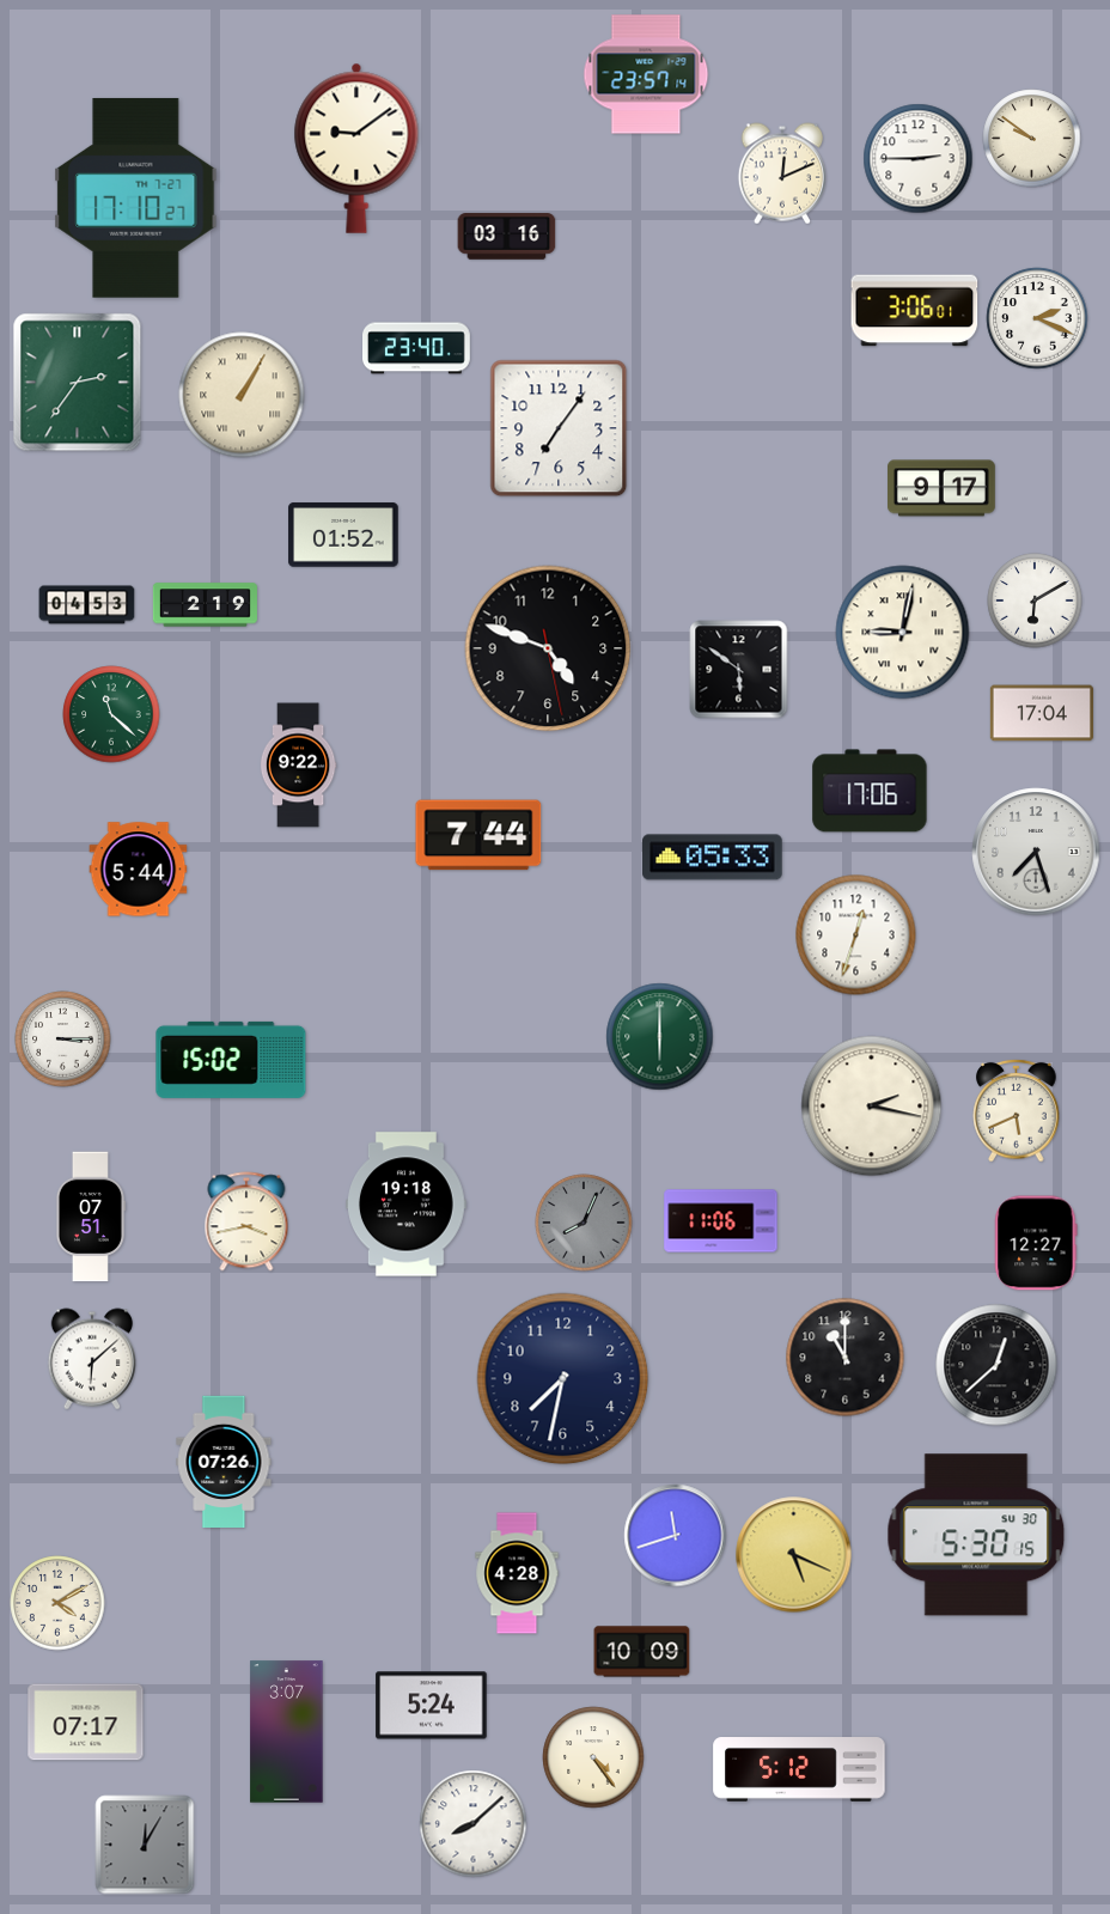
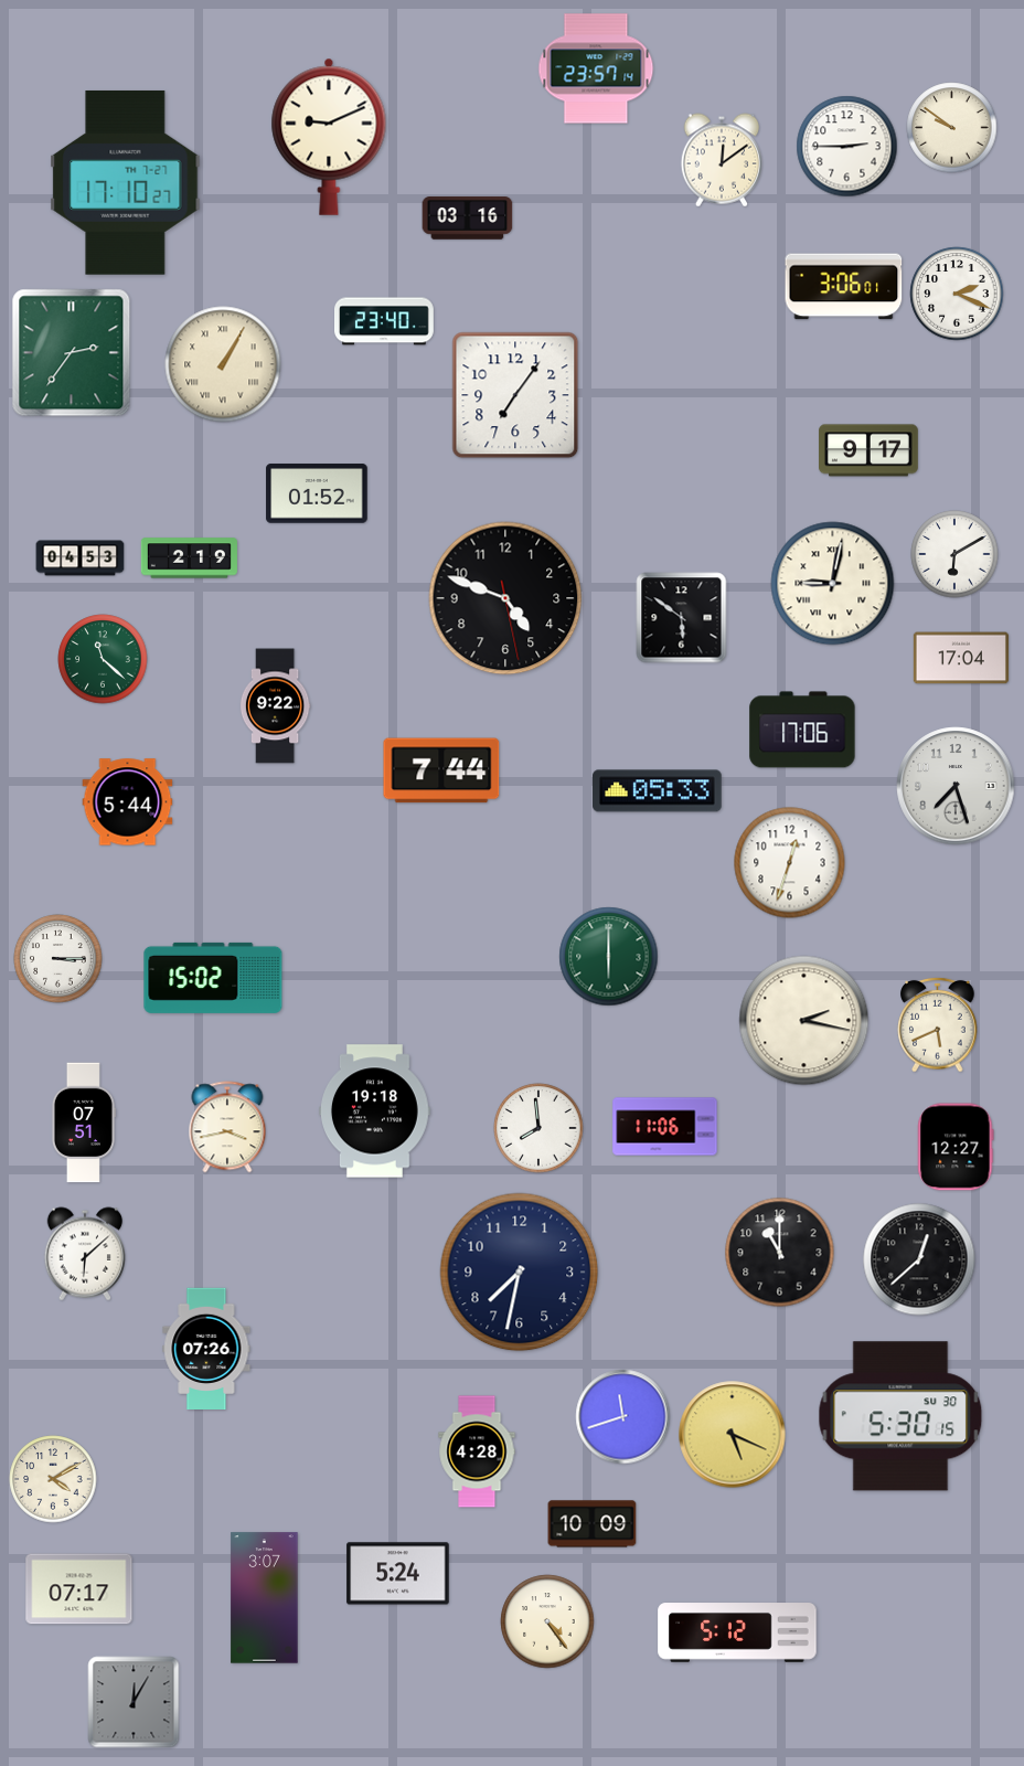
clock at (356, 148): 9:09 -> 9:11
clock at (782, 173): 12:11 -> 12:09
clock at (584, 1223): 8:04 -> 7:59
clock at (584, 1223) dial: grey -> white
clock at (474, 1824): 8:08 -> none
